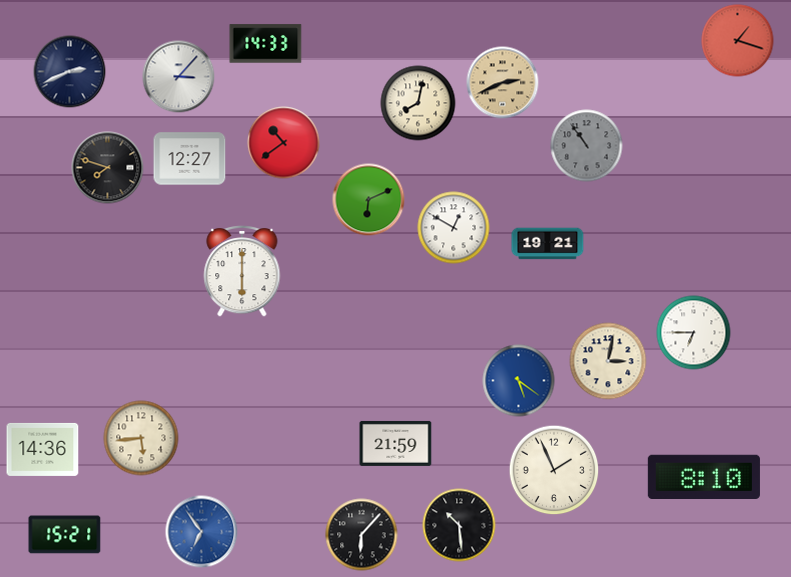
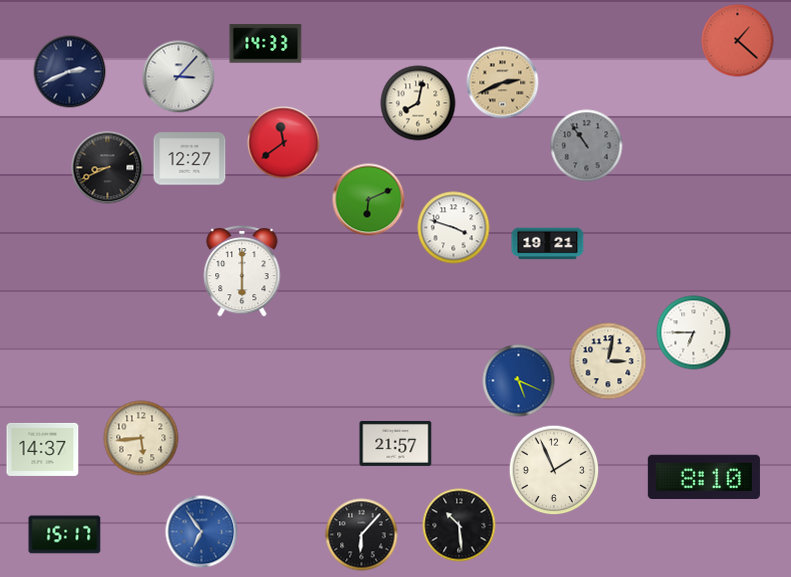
clock at (738, 41): 1:18 -> 1:22
clock at (284, 143): 10:39 -> 11:39
clock at (108, 168): 7:48 -> 8:41
clock at (454, 228): 12:50 -> 3:48
clock at (519, 381): 5:21 -> 5:19
clock at (396, 443): 21:59 -> 21:57
clock at (43, 449): 14:36 -> 14:37
clock at (65, 535): 15:21 -> 15:17
